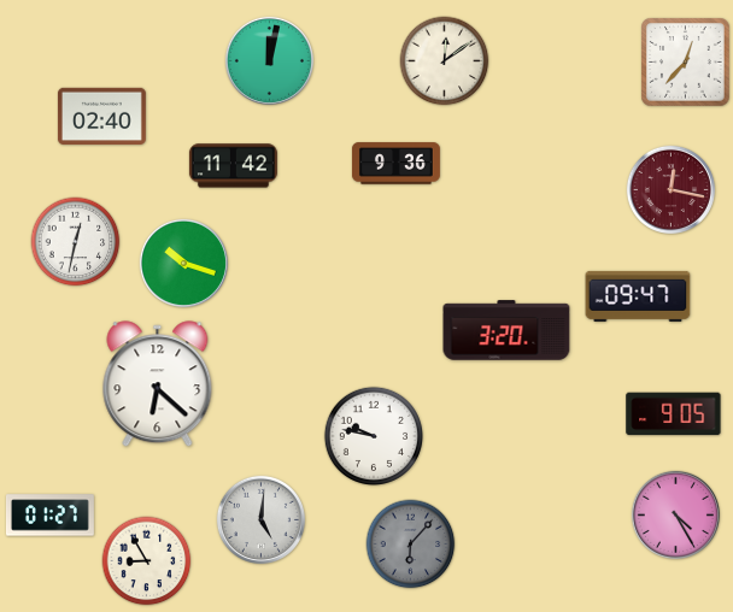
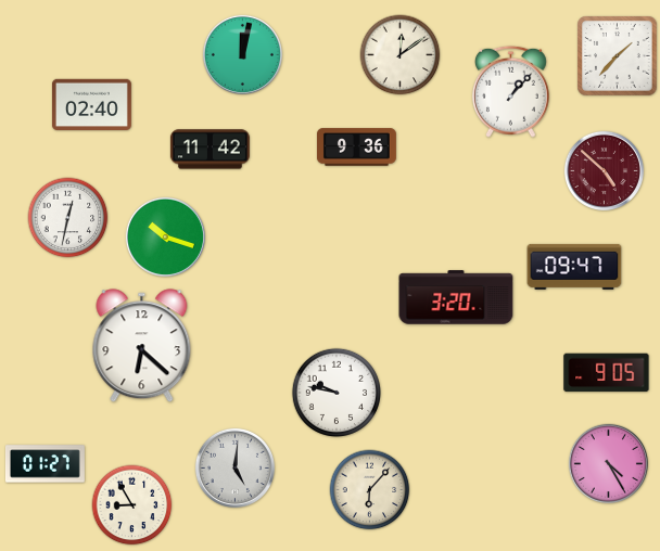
clock at (686, 63): 12:37 -> 1:37
clock at (510, 91): none -> 1:07
clock at (670, 189): 12:17 -> 4:52
clock at (411, 545) dial: grey -> cream
